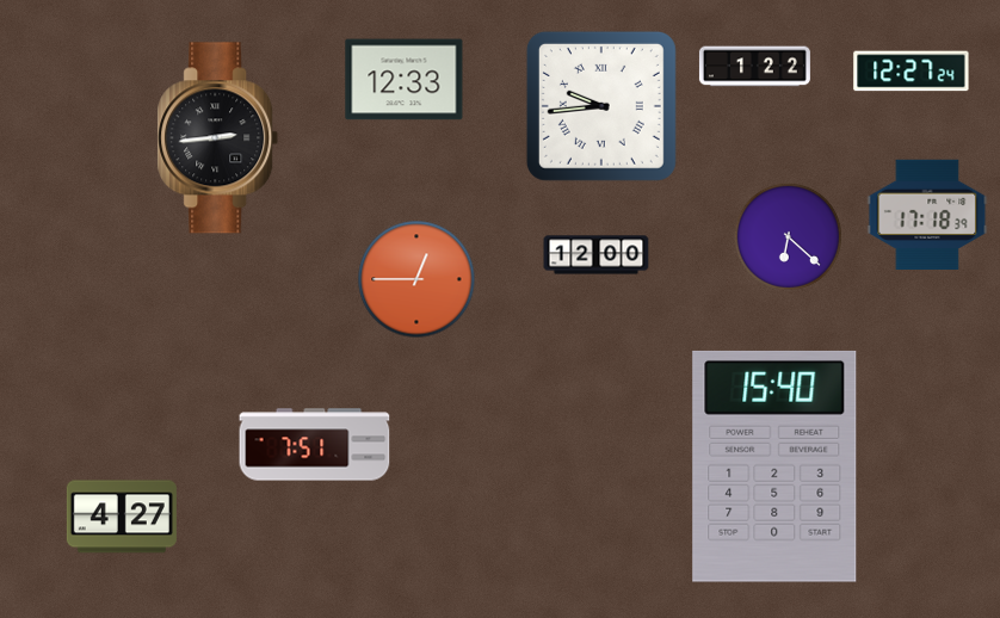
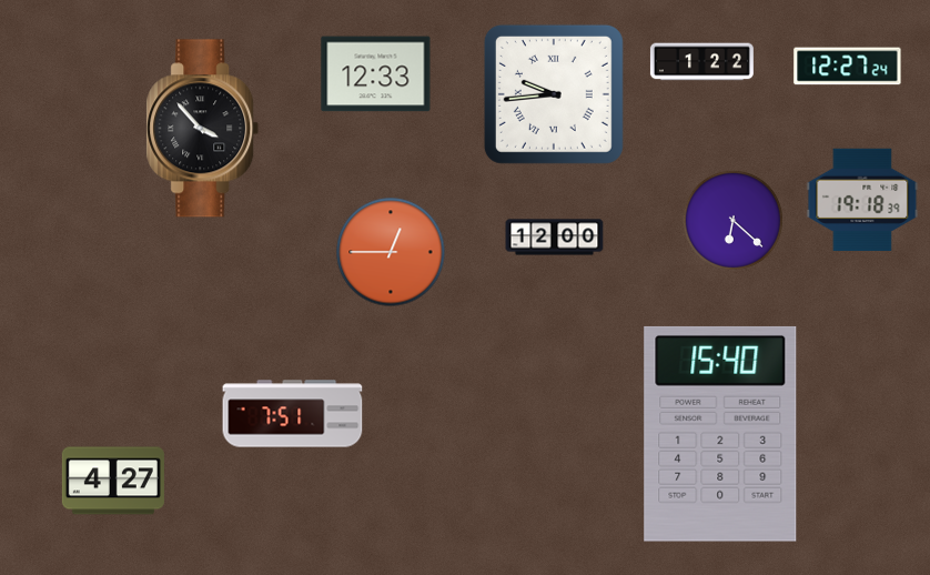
clock at (601, 106) position: (601, 106) -> (554, 94)
clock at (218, 138): 2:44 -> 3:53
clock at (927, 215): 17:18 -> 19:18
clock at (416, 279) position: (416, 279) -> (391, 252)
